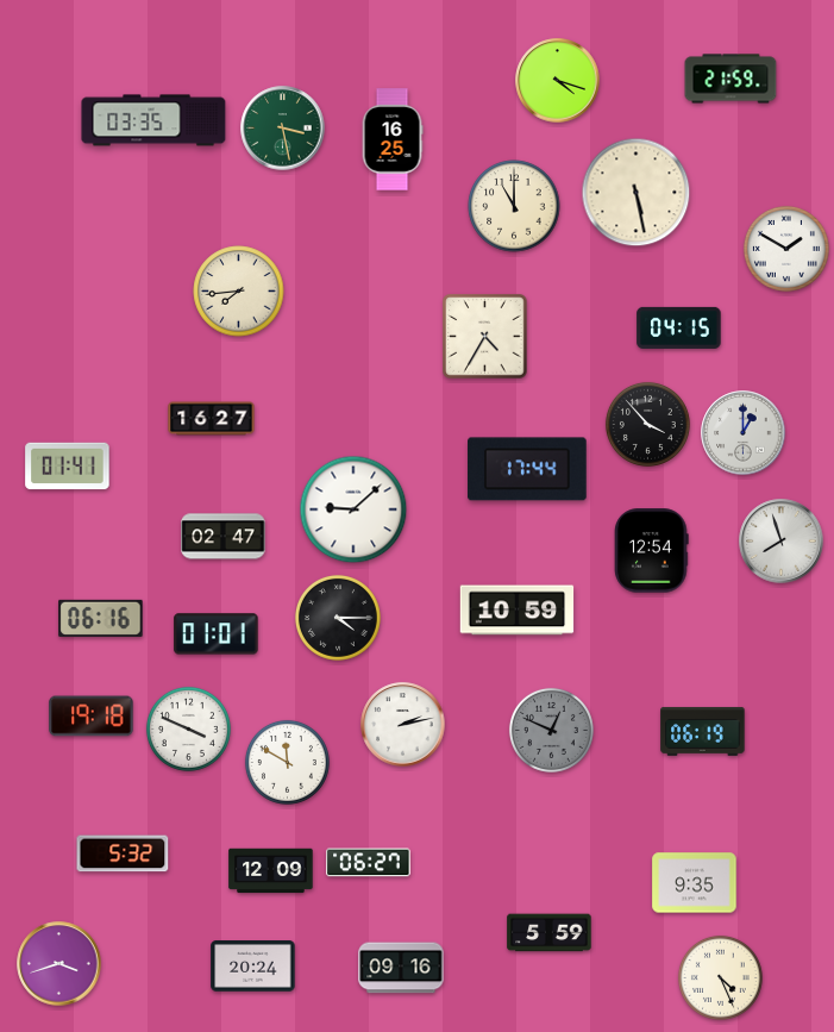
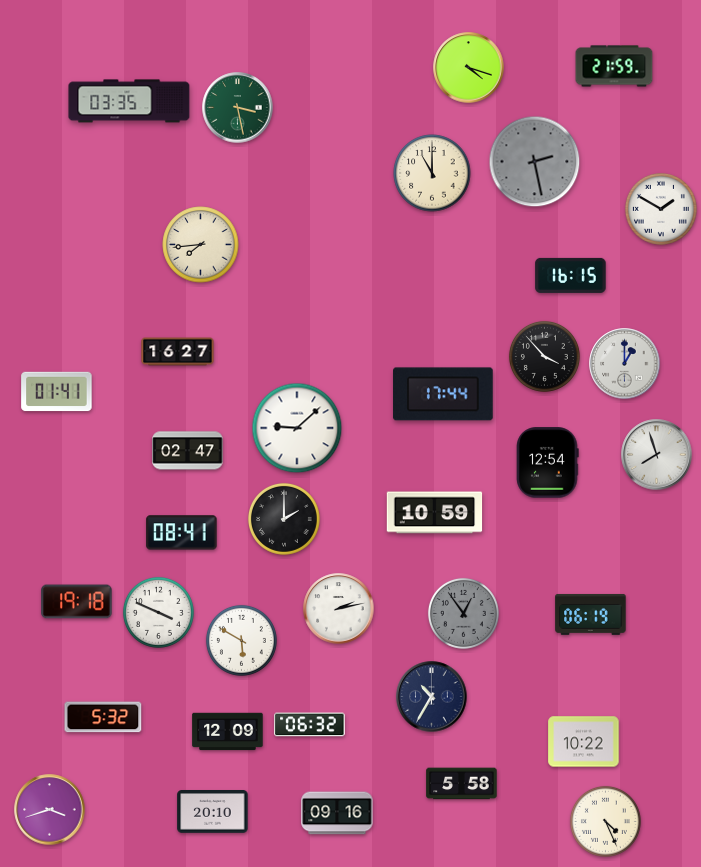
clock at (393, 139): 16:25 -> none
clock at (637, 193): 5:28 -> 2:28
clock at (637, 193) dial: cream -> grey
clock at (679, 327): 04:15 -> 16:15
clock at (485, 337): 4:35 -> none
clock at (101, 618): 06:16 -> none
clock at (338, 618): 4:15 -> 2:00
clock at (217, 634): 01:01 -> 08:41
clock at (551, 730): 12:49 -> 12:54
clock at (287, 762): 11:50 -> 5:50
clock at (432, 697): none -> 10:35
clock at (369, 863): 06:27 -> 06:32
clock at (695, 883): 9:35 -> 10:22
clock at (550, 933): 5:59 -> 5:58
clock at (253, 967): 20:24 -> 20:10
